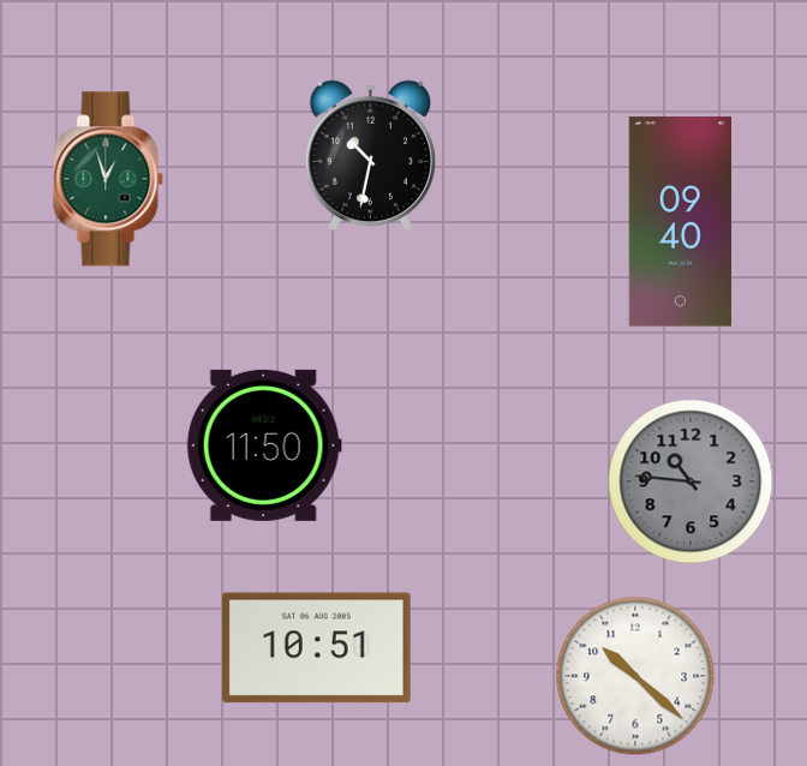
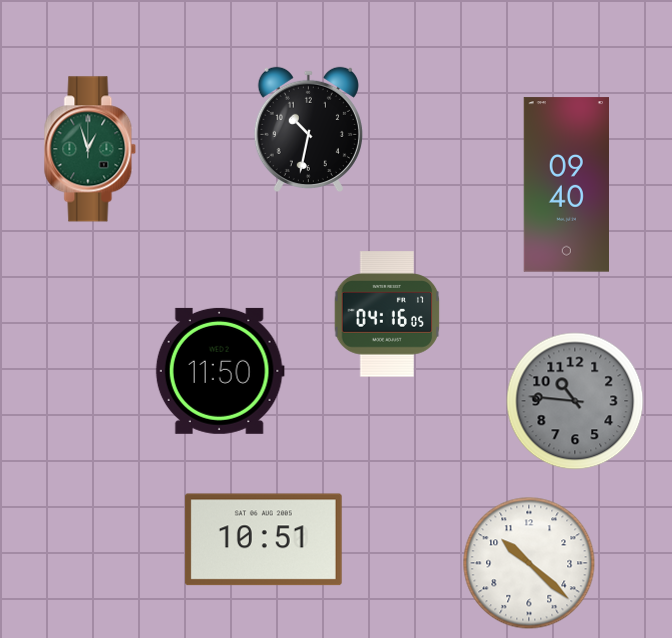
clock at (387, 314): none -> 04:16
